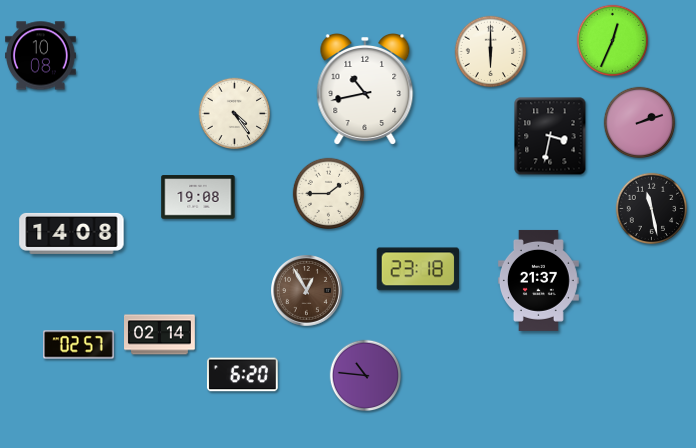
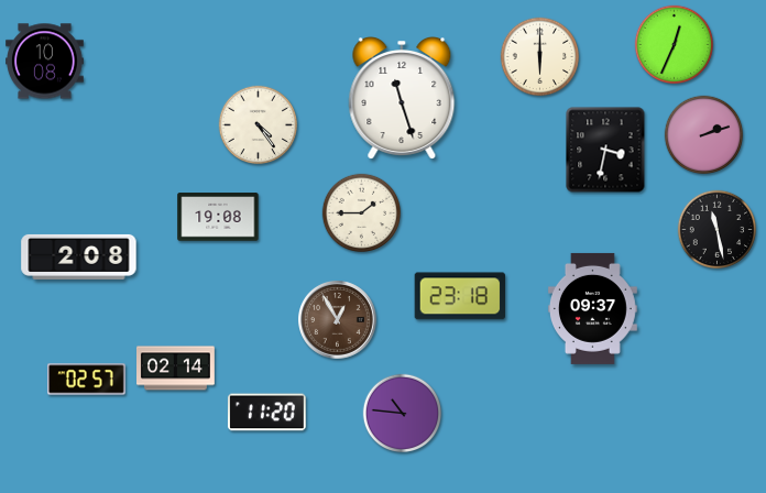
clock at (365, 90): 10:43 -> 11:27
clock at (72, 233): 14:08 -> 2:08
clock at (538, 280): 21:37 -> 09:37
clock at (242, 375): 6:20 -> 11:20
